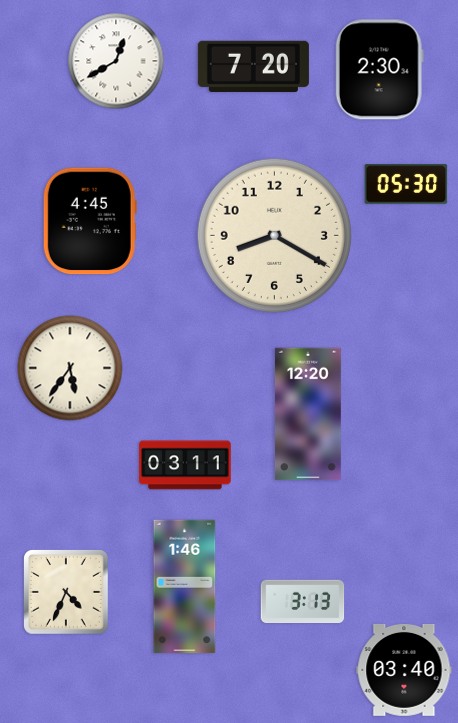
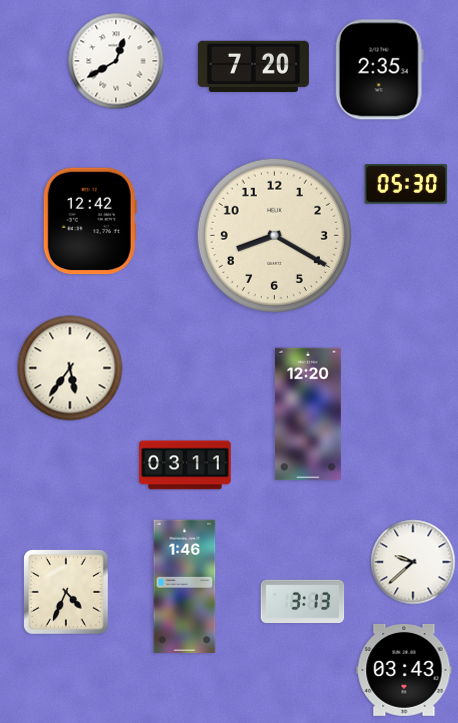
clock at (379, 70): 2:30 -> 2:35
clock at (90, 221): 4:45 -> 12:42
clock at (413, 562): none -> 9:38
clock at (404, 670): 03:40 -> 03:43
